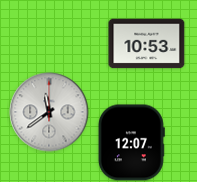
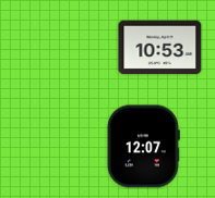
clock at (49, 112): 11:39 -> none
clock at (131, 143) position: (131, 143) -> (143, 147)
